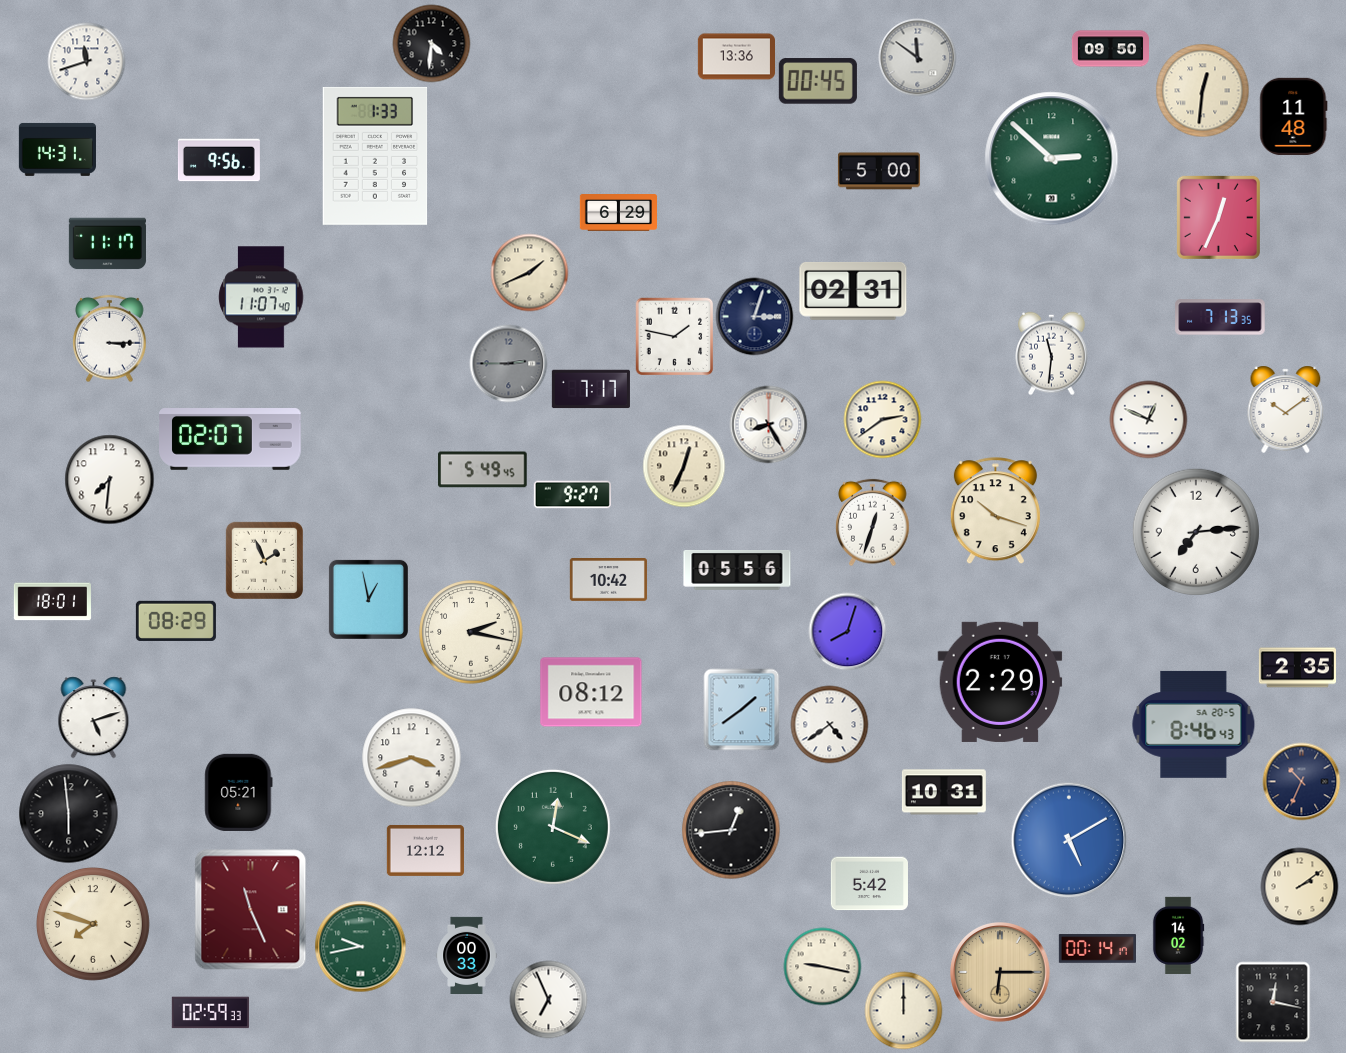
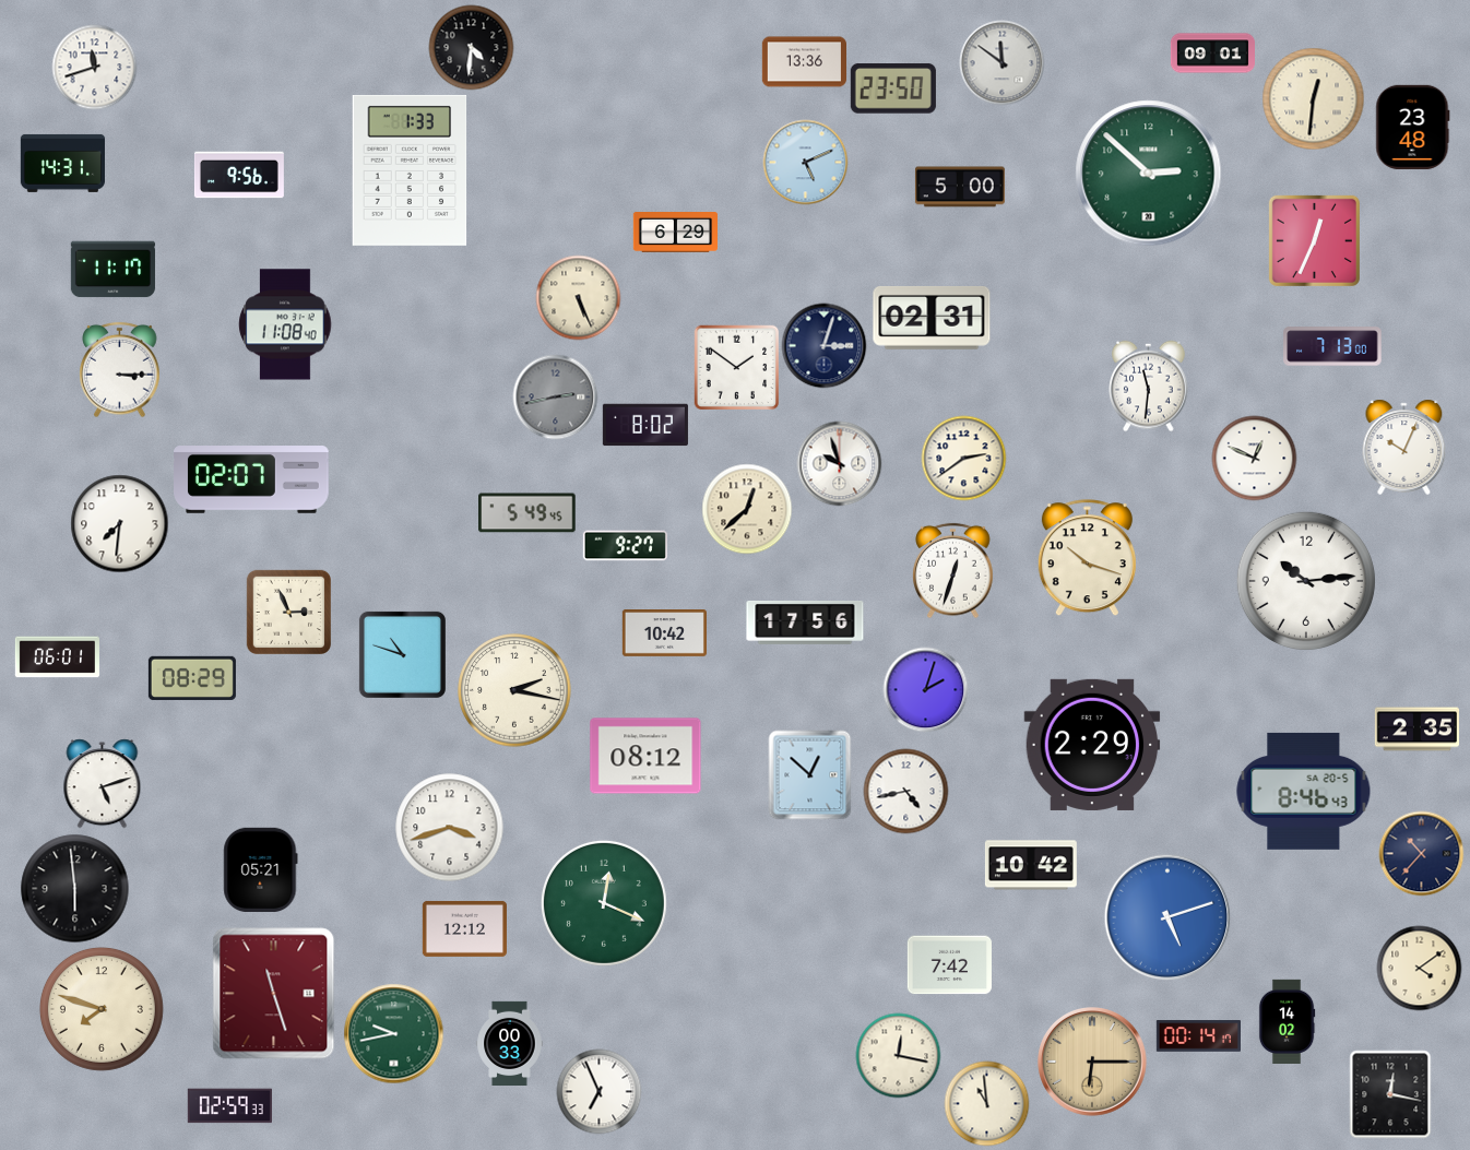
clock at (1110, 49): 09:50 -> 09:01
clock at (818, 81): 00:45 -> 23:50
clock at (1294, 116): 11:48 -> 23:48
clock at (805, 162): none -> 5:11
clock at (1218, 217) position: (1218, 217) -> (1314, 240)
clock at (107, 244) position: (107, 244) -> (112, 270)
clock at (529, 272): 1:41 -> 5:26
clock at (261, 297): 11:07 -> 11:08
clock at (1220, 317): 7:13:35 -> 7:13:00
clock at (674, 336): 1:47 -> 1:51
clock at (508, 363): 2:45 -> 2:43
clock at (591, 389): 7:17 -> 8:02
clock at (1286, 409): 10:09 -> 10:04
clock at (768, 424): 8:25 -> 9:57
clock at (684, 466): 12:34 -> 12:38
clock at (572, 495) position: (572, 495) -> (625, 546)
clock at (1196, 532): 7:14 -> 10:14
clock at (264, 560): 1:56 -> 2:56
clock at (737, 571): 05:56 -> 17:56
clock at (368, 599): 12:58 -> 10:48
clock at (52, 602): 18:01 -> 06:01
clock at (847, 631): 8:03 -> 2:03
clock at (742, 709): 1:39 -> 12:52
clock at (829, 724): 4:39 -> 4:43
clock at (1301, 781): 10:34 -> 10:37
clock at (239, 792) position: (239, 792) -> (261, 869)
clock at (944, 792): 10:31 -> 10:42
clock at (731, 830): 12:44 -> none
clock at (1069, 840): 5:10 -> 5:12
clock at (869, 884): 5:42 -> 7:42
clock at (1299, 886): 2:09 -> 4:09
clock at (251, 910): 11:26 -> 11:27
clock at (822, 966): 9:17 -> 12:17
clock at (903, 1010): 12:00 -> 10:59
